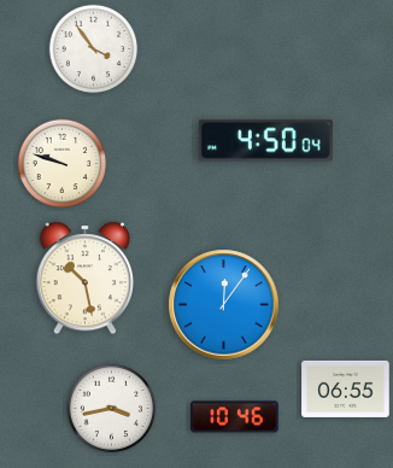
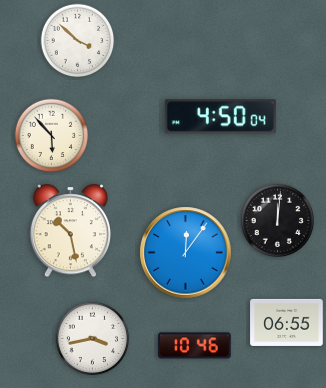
clock at (94, 49): 3:54 -> 3:52
clock at (63, 164): 9:48 -> 5:53
clock at (278, 221): none -> 12:01
